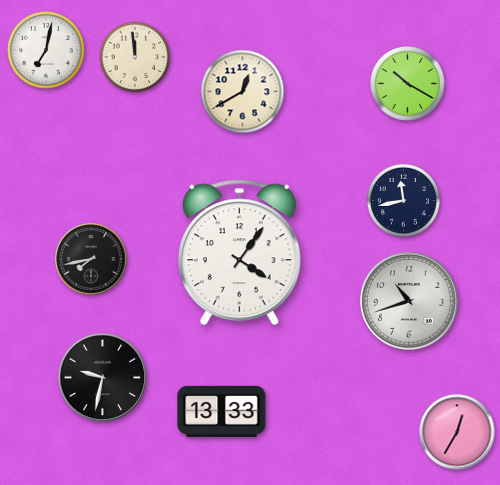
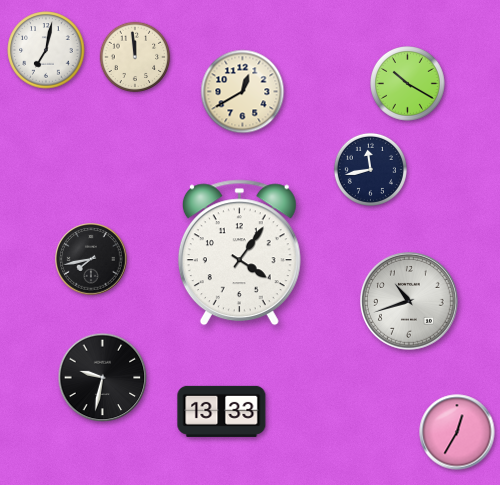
clock at (403, 200) position: (403, 200) -> (370, 169)
